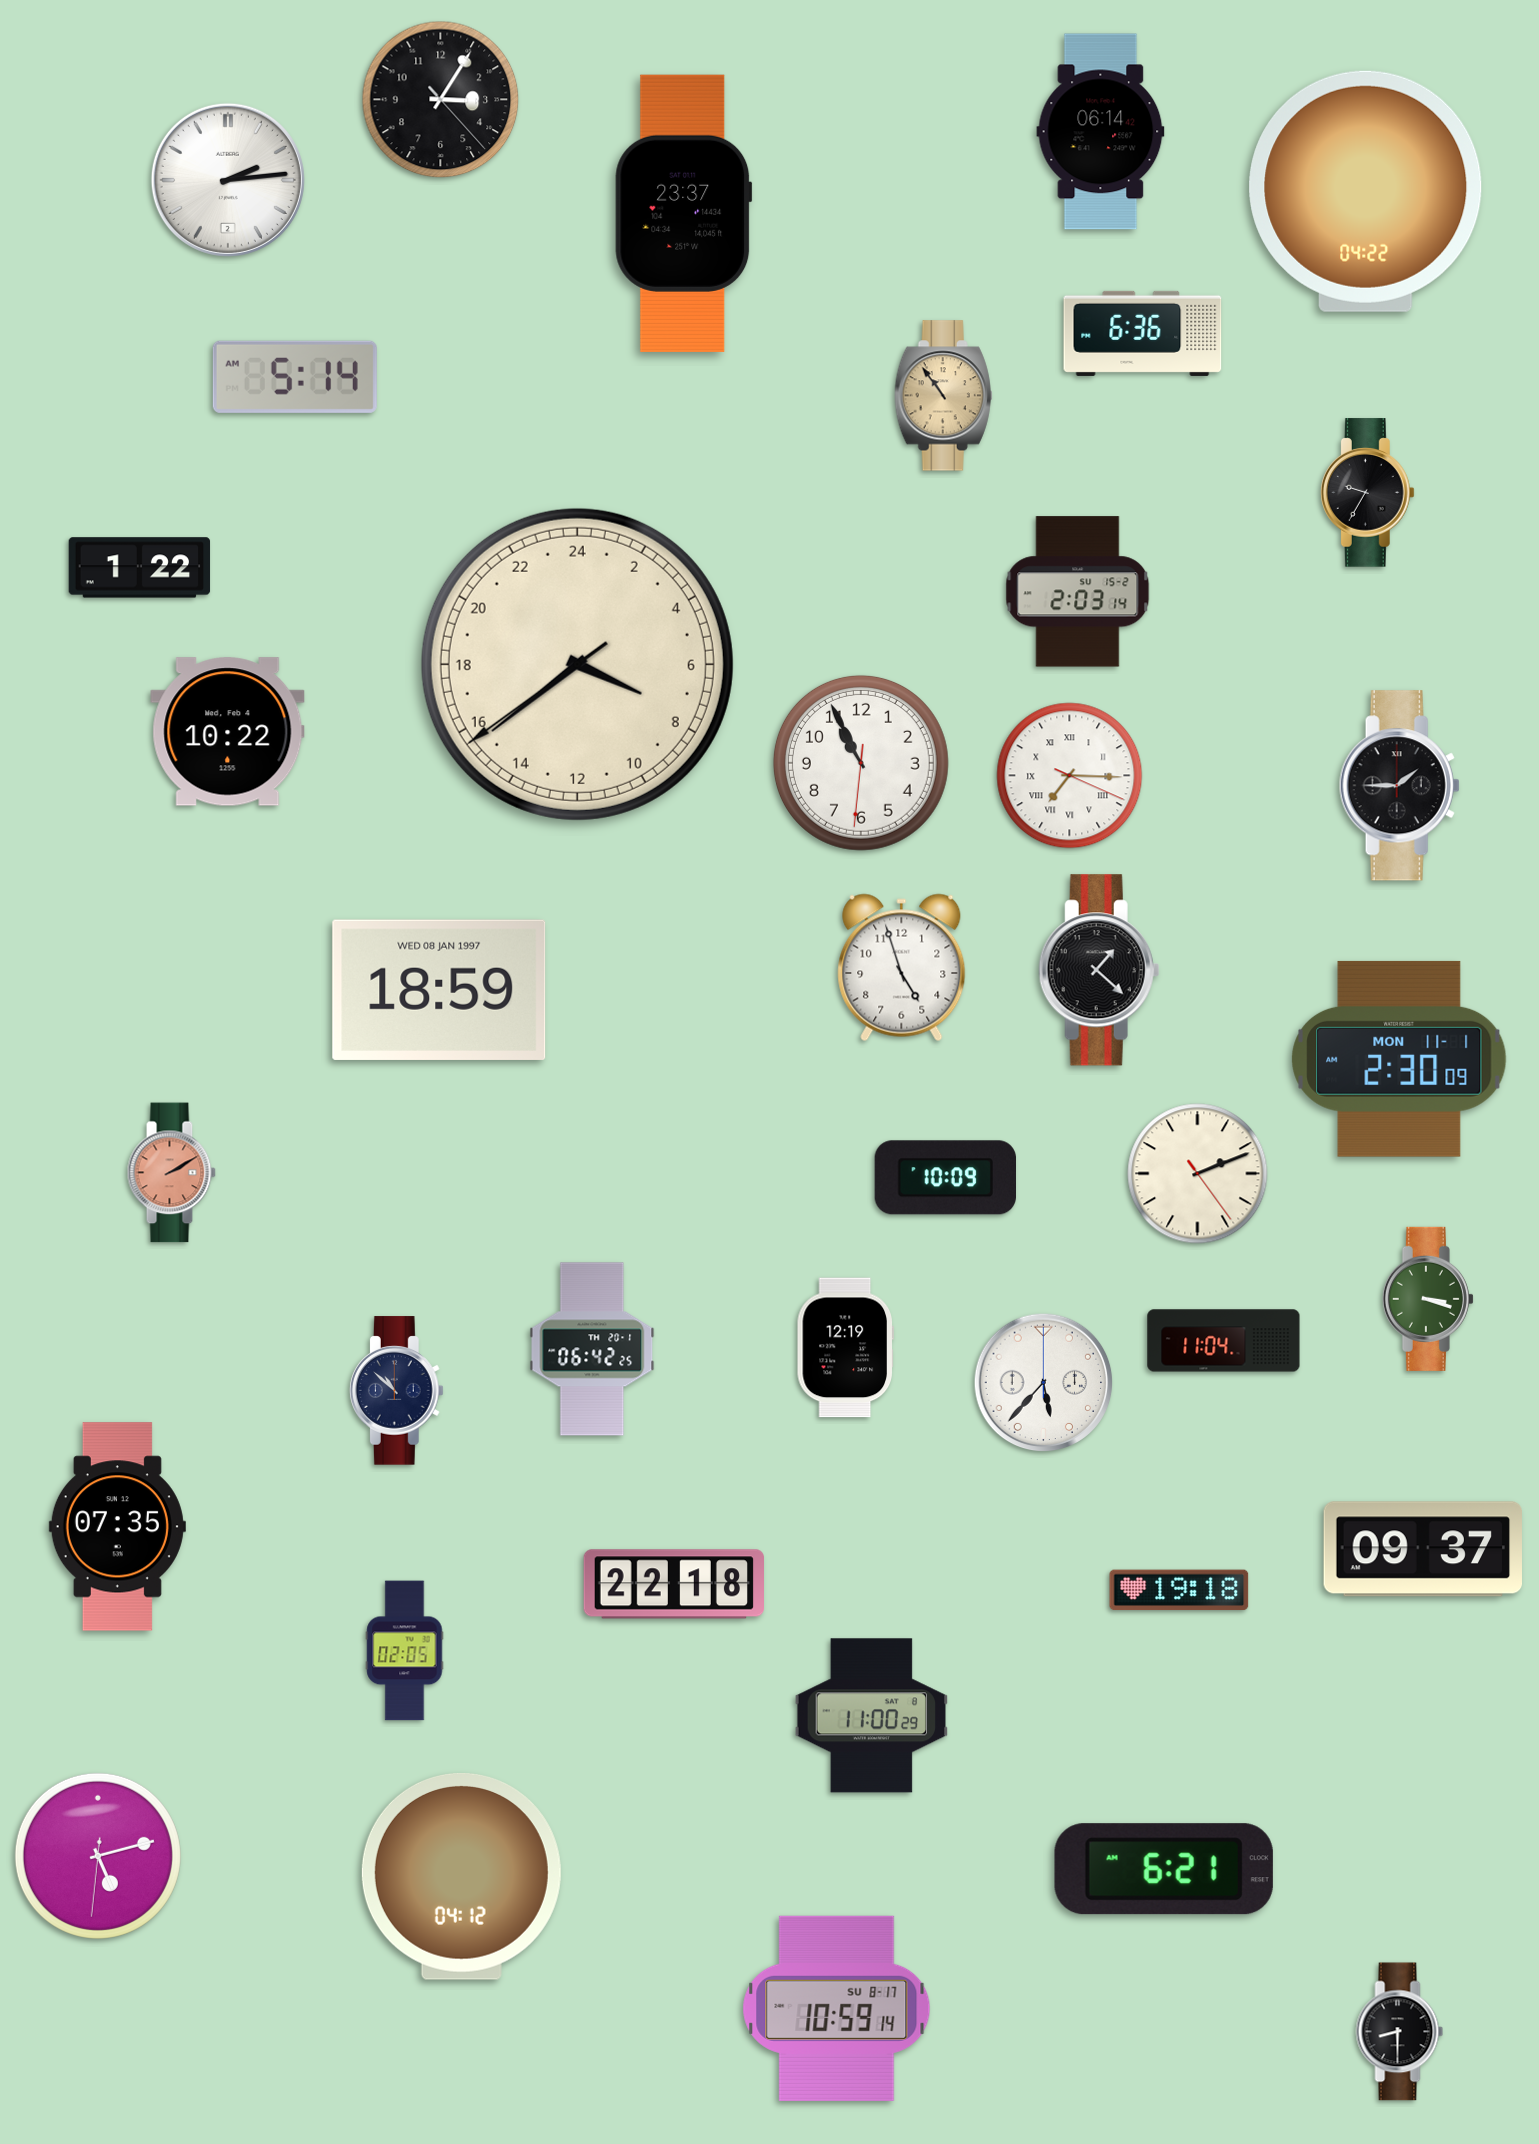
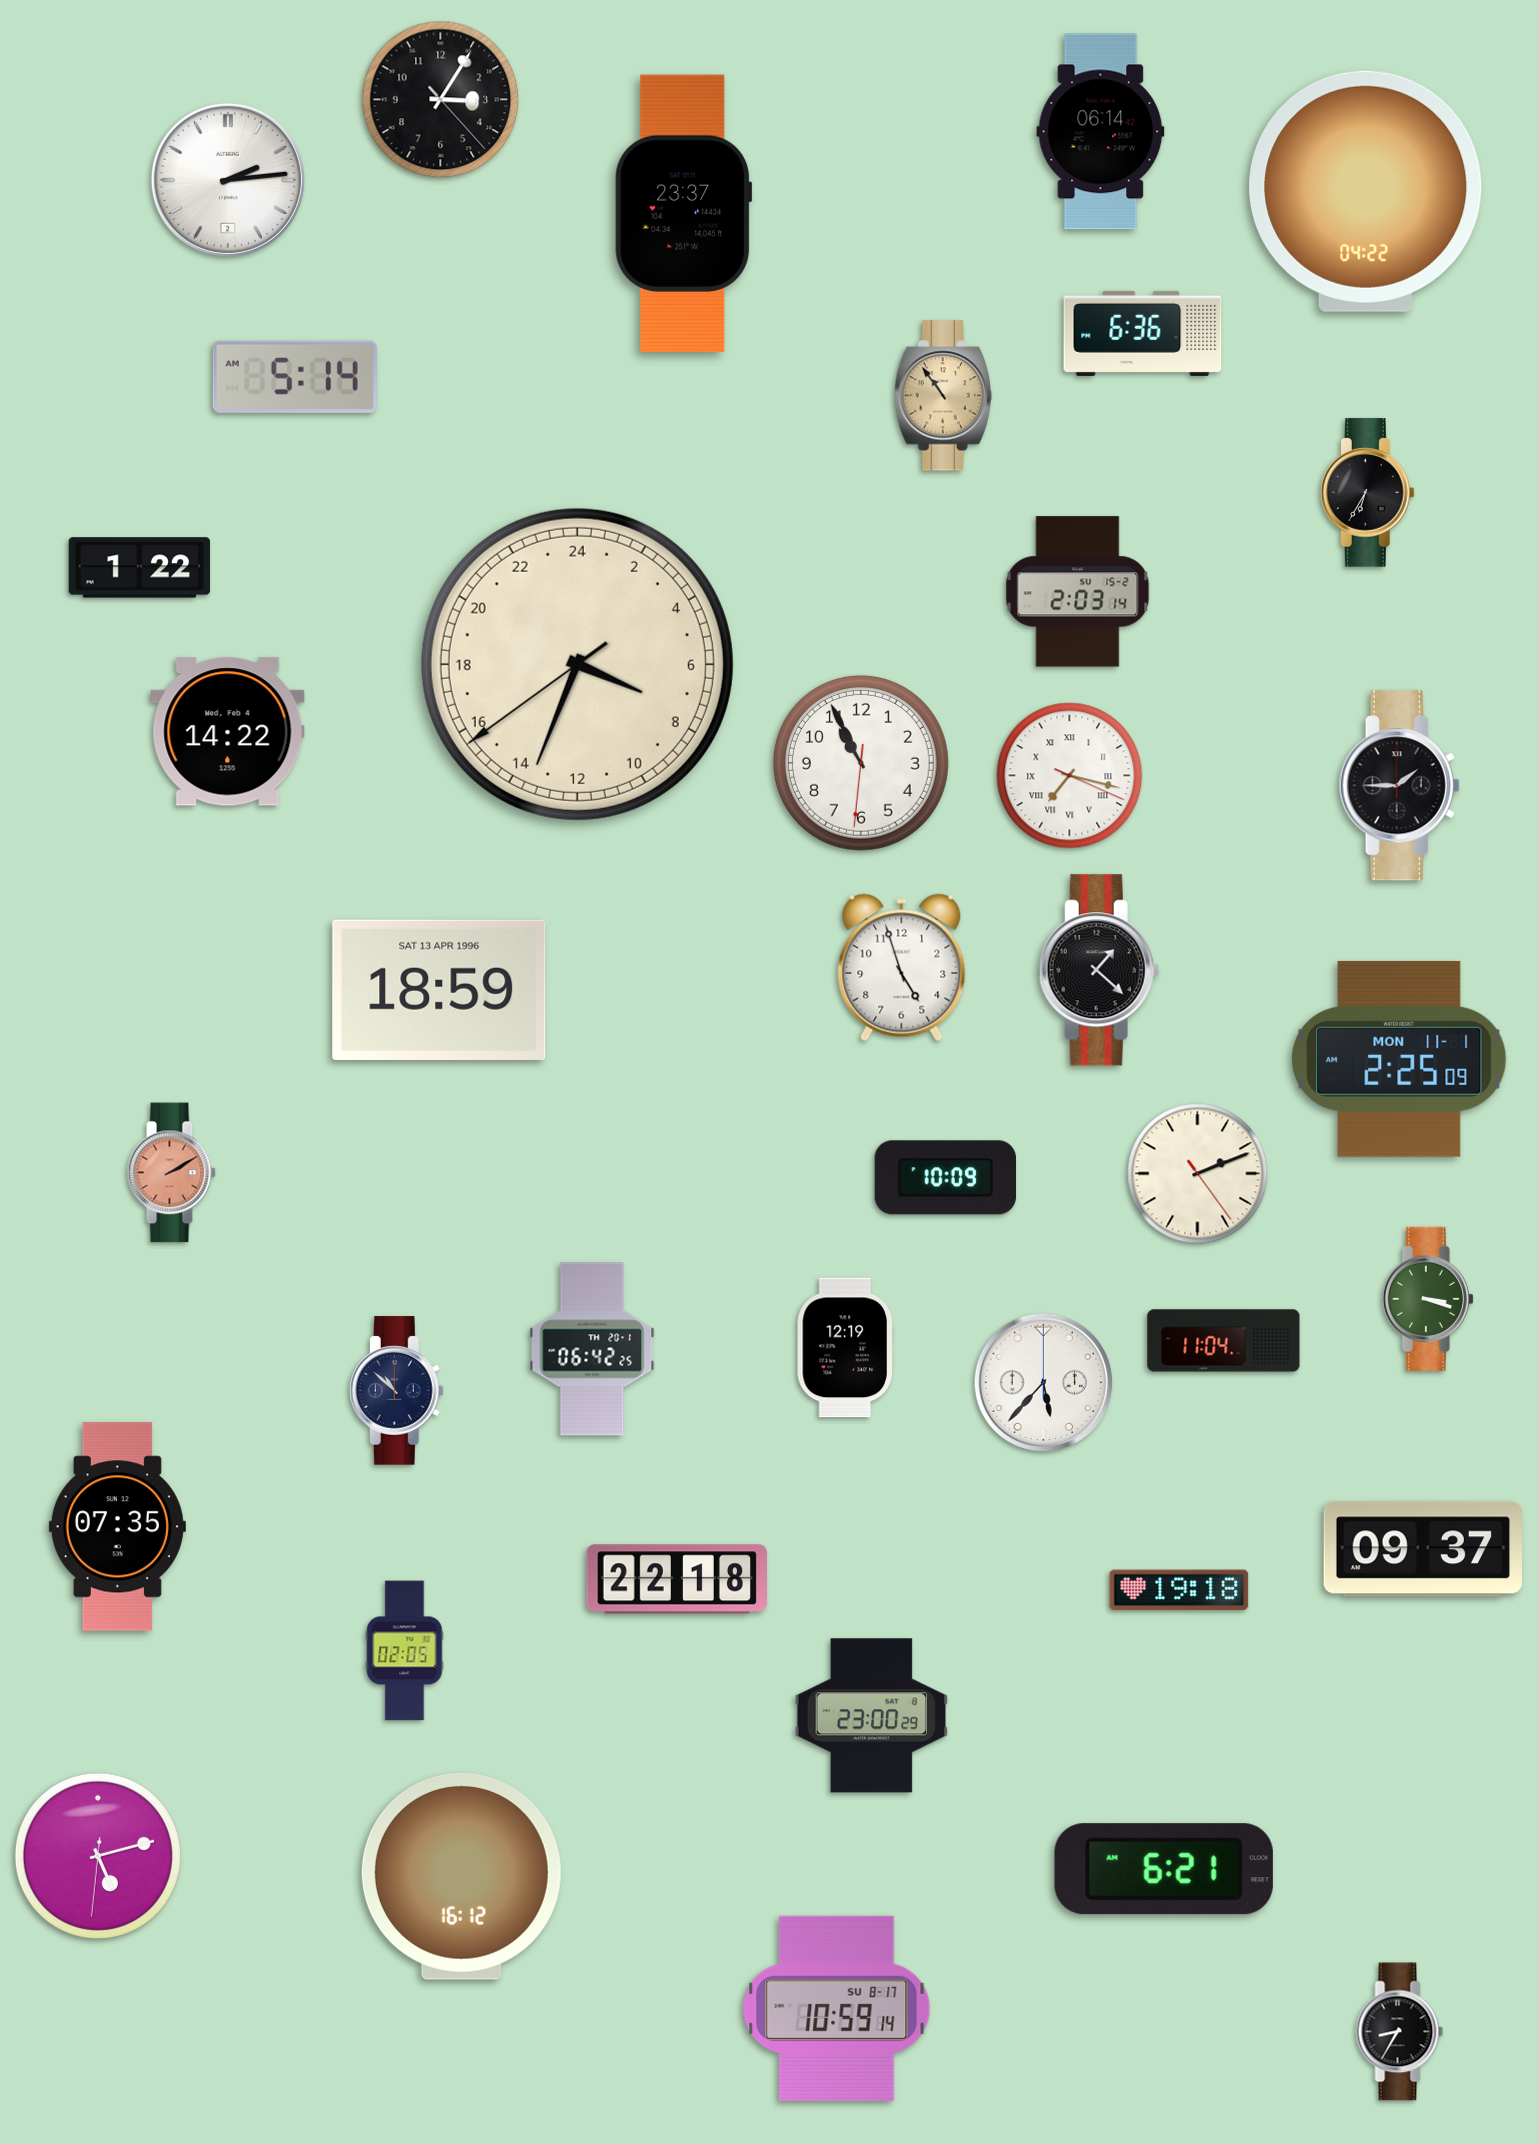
clock at (1367, 493): 9:35 -> 6:35
clock at (577, 664): 7:38 -> 7:33
clock at (228, 732): 10:22 -> 14:22
clock at (1070, 776): 7:15 -> 7:17
clock at (439, 990) date: WED 08 JAN 1997 -> SAT 13 APR 1996
clock at (1399, 1059): 2:30 -> 2:25
clock at (673, 1584) position: (673, 1584) -> (676, 1579)
clock at (871, 1716): 11:00 -> 23:00
clock at (461, 1876): 04:12 -> 16:12
clock at (1400, 2032): 8:30 -> 8:35
